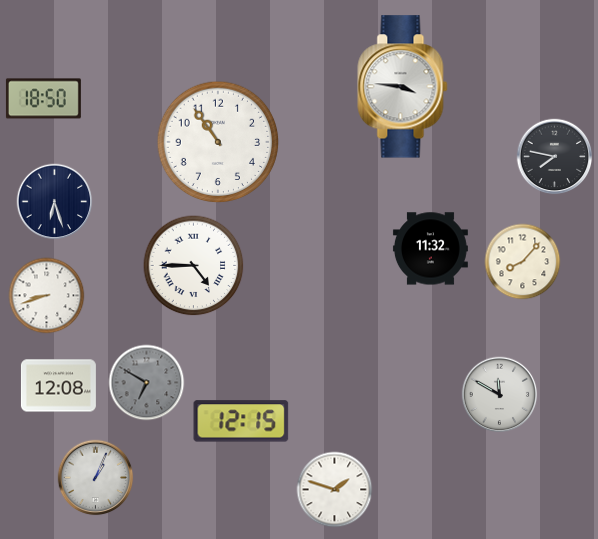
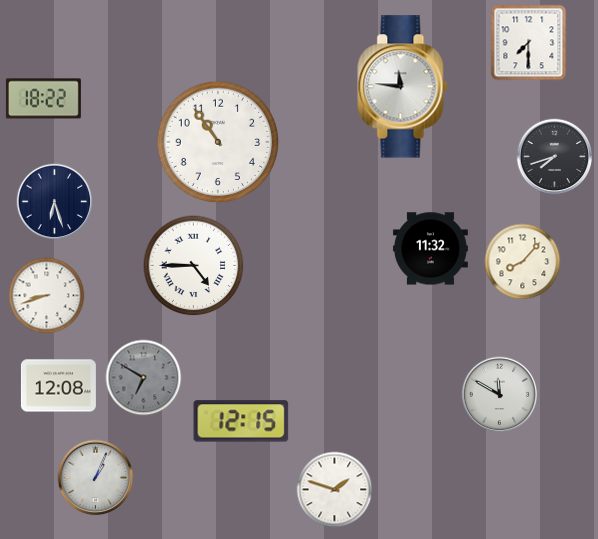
clock at (529, 43): none -> 7:30
clock at (403, 87): 3:46 -> 11:46
clock at (43, 99): 18:50 -> 18:22
clock at (555, 157): 7:47 -> 7:42
clock at (147, 383) position: (147, 383) -> (144, 378)
